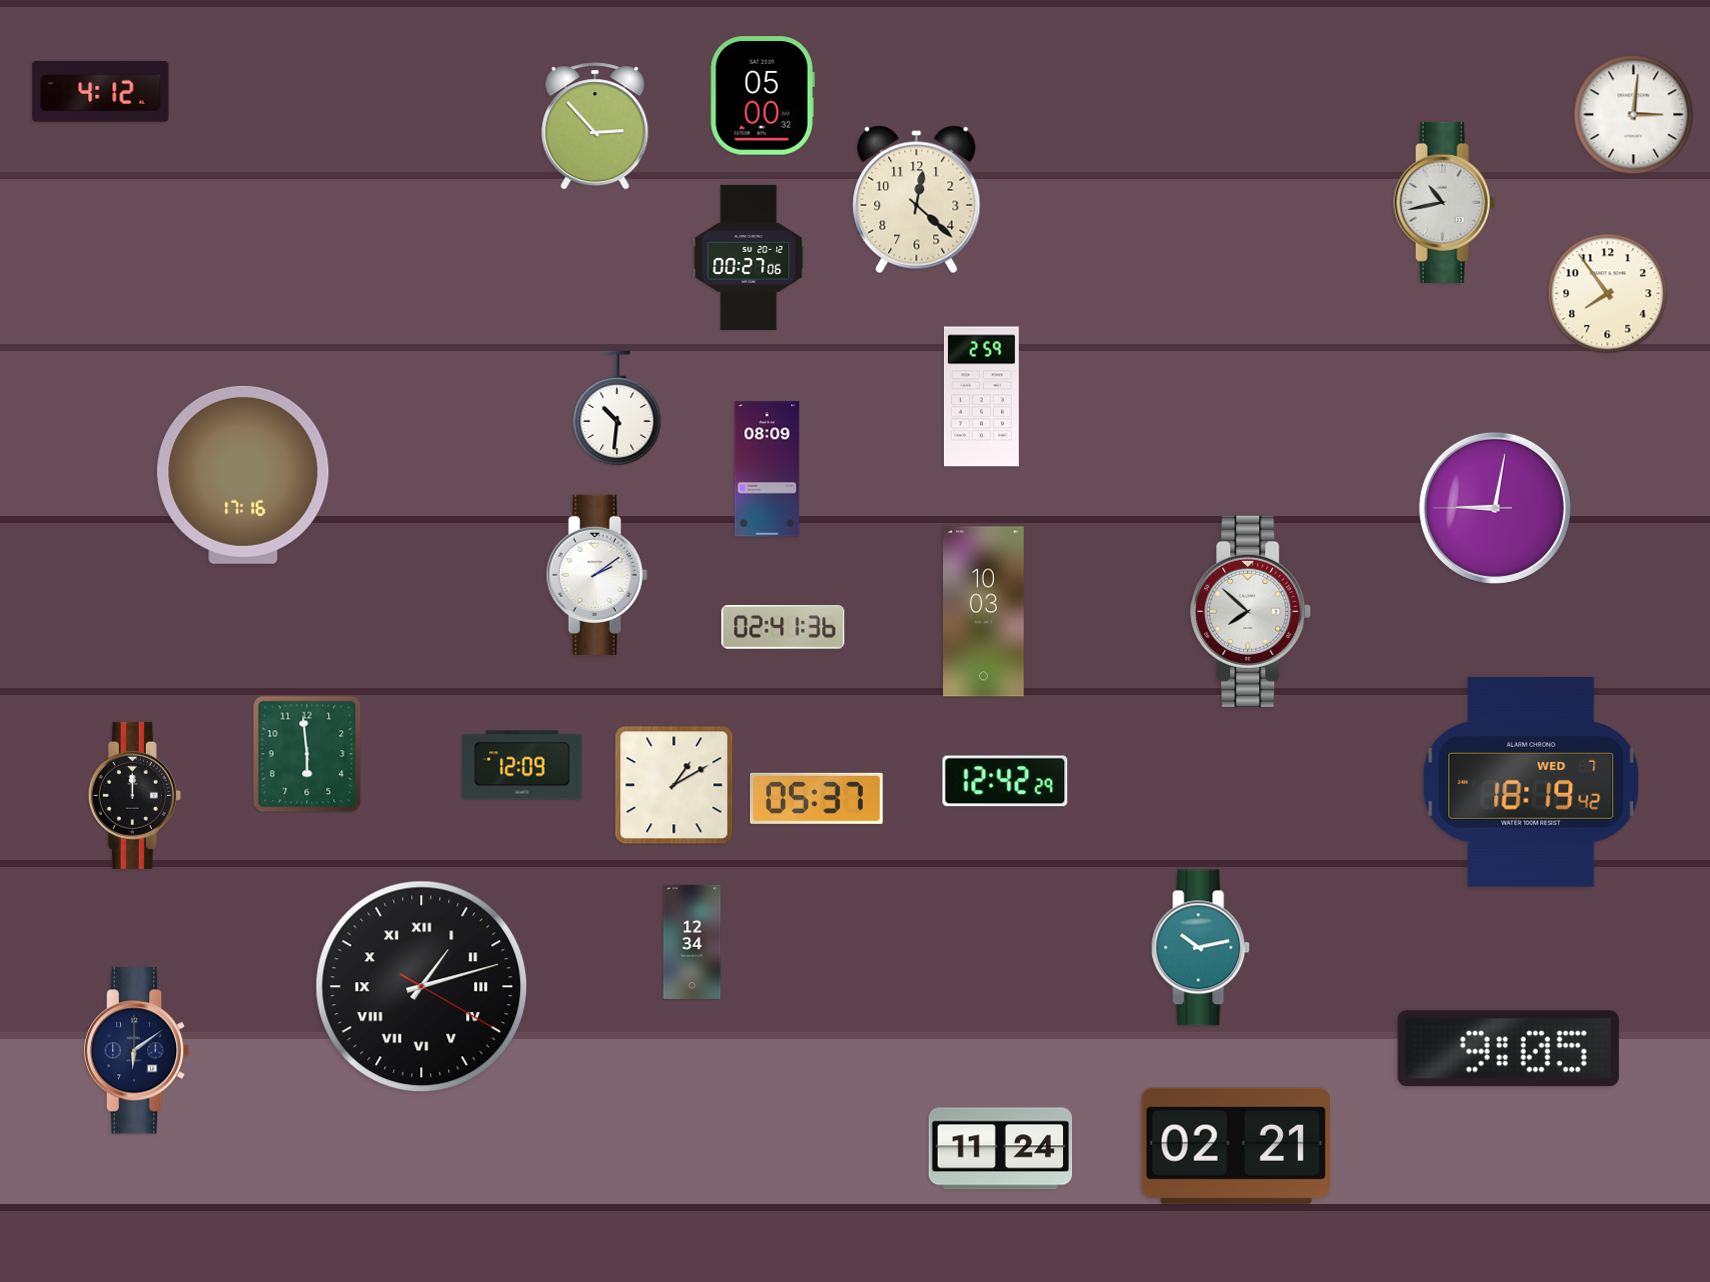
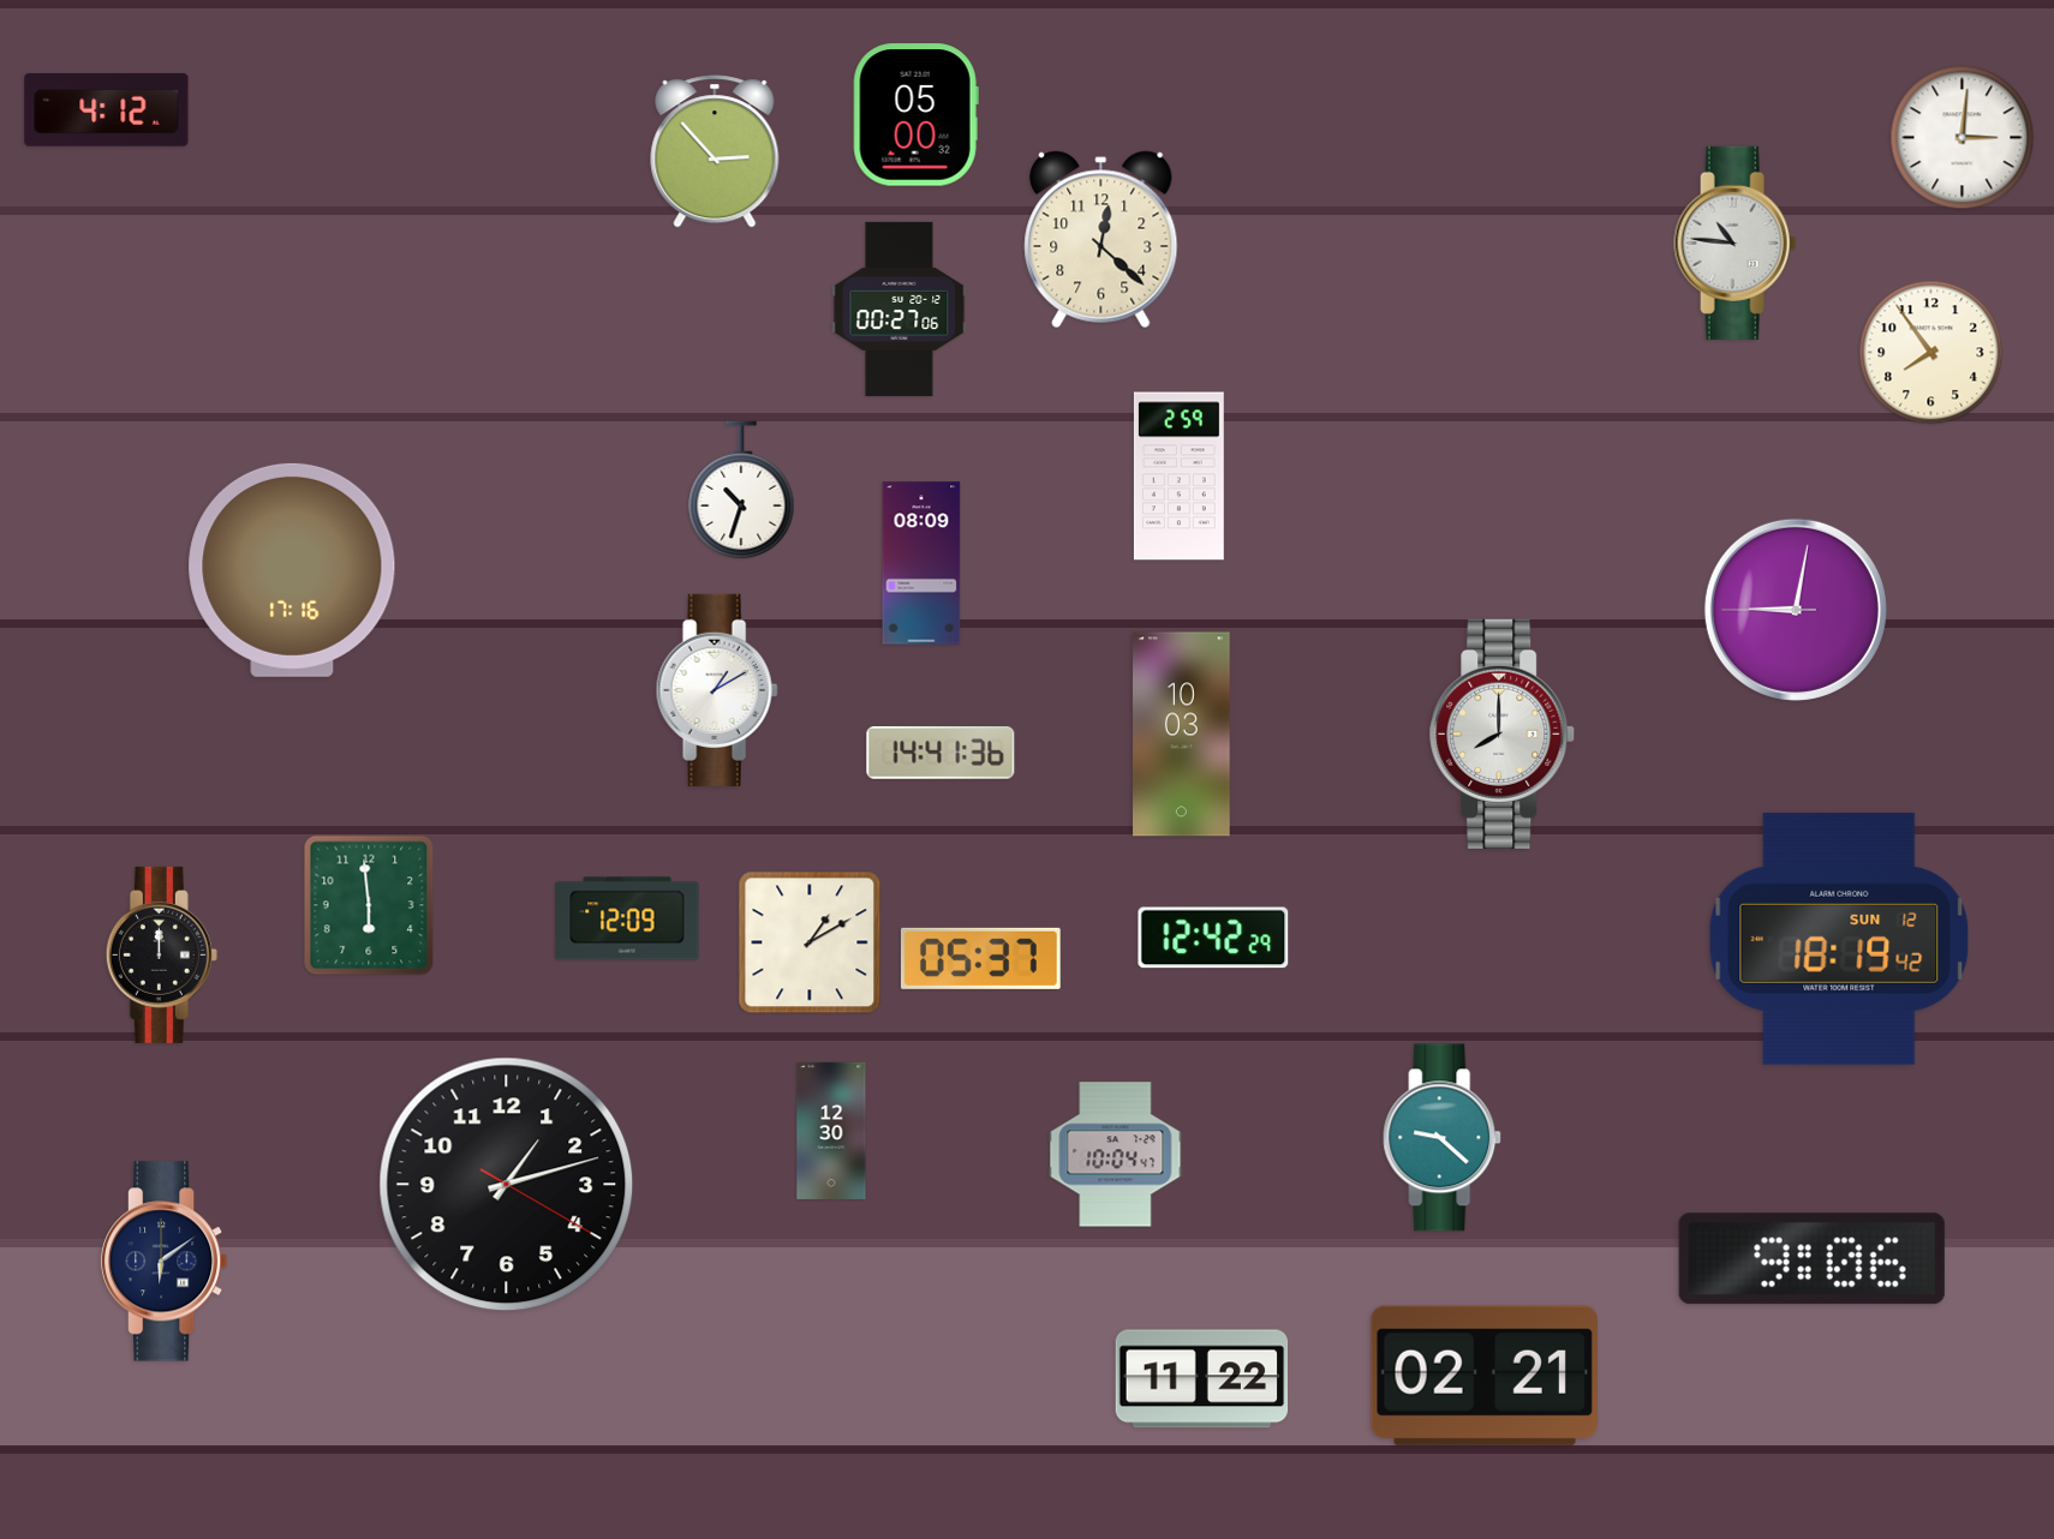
clock at (101, 91) position: (101, 91) -> (107, 109)
clock at (1445, 202): 10:43 -> 10:46
clock at (617, 408): 10:31 -> 10:33
clock at (597, 575): 2:09 -> 1:10
clock at (1251, 611): 7:52 -> 8:00
clock at (783, 627): 02:41 -> 14:41
clock at (1005, 781) position: (1005, 781) -> (1213, 938)
clock at (1531, 782) date: WED 7 -> SUN 12
clock at (692, 942): 12:34 -> 12:30
clock at (1201, 948): 10:13 -> 9:22
clock at (1116, 1155): none -> 10:04
clock at (422, 987) numerals: Roman -> Arabic
clock at (1508, 1049): 9:05 -> 9:06
clock at (1001, 1149): 11:24 -> 11:22
